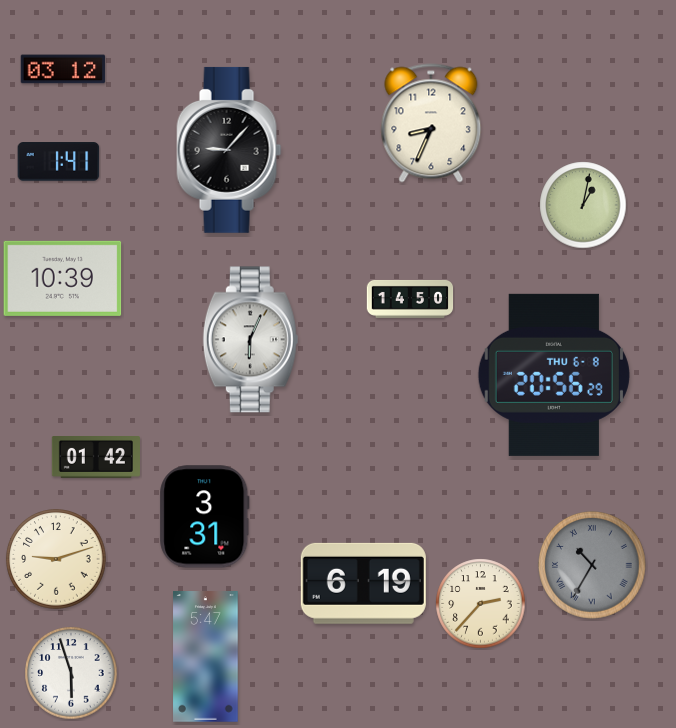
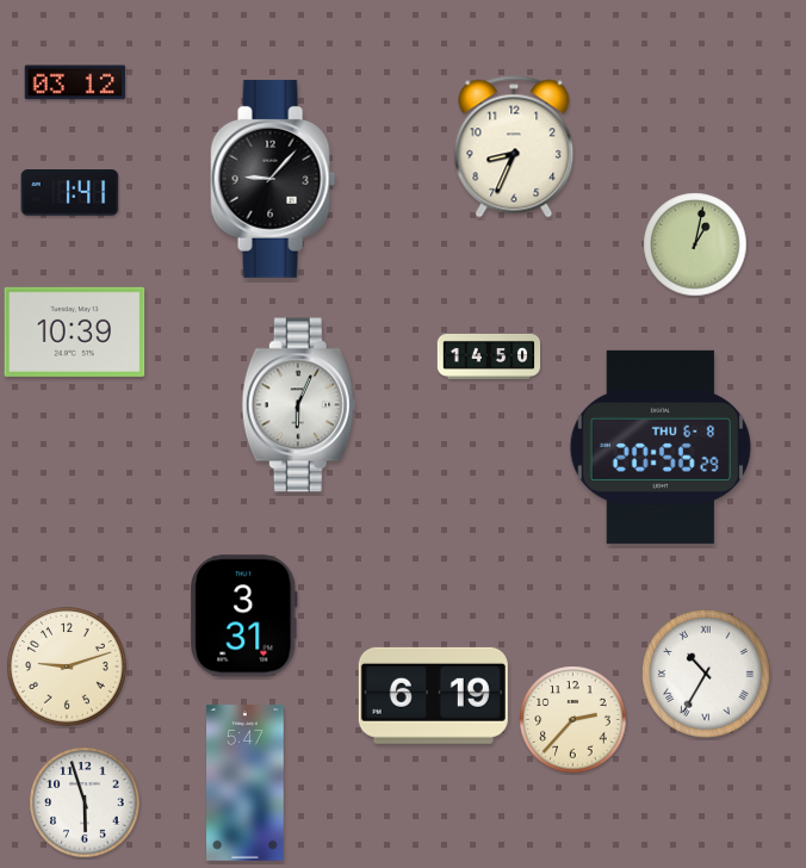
clock at (96, 458): 01:42 -> none
clock at (592, 565) dial: grey -> white
